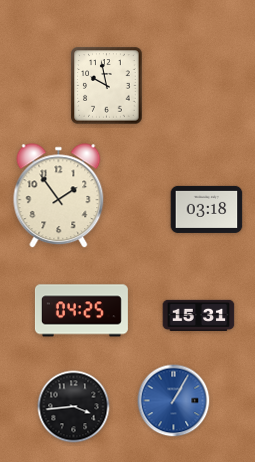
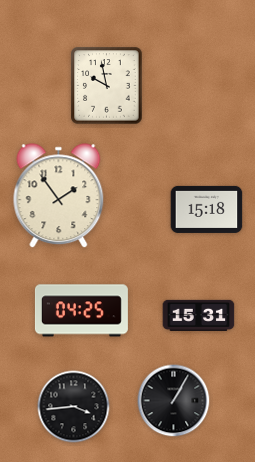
clock at (207, 209): 03:18 -> 15:18
clock at (174, 401) dial: blue -> black
